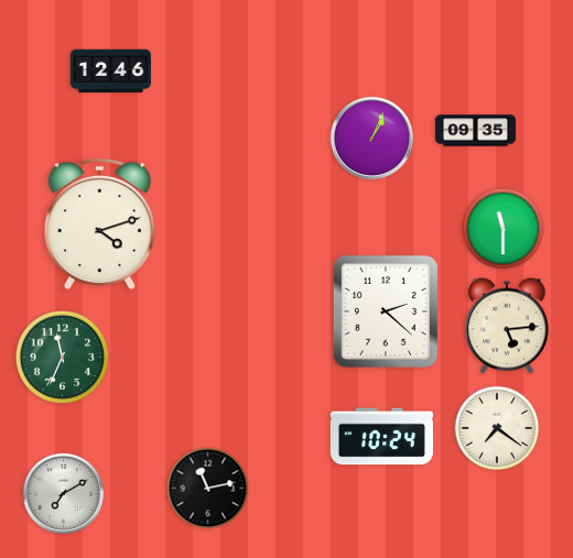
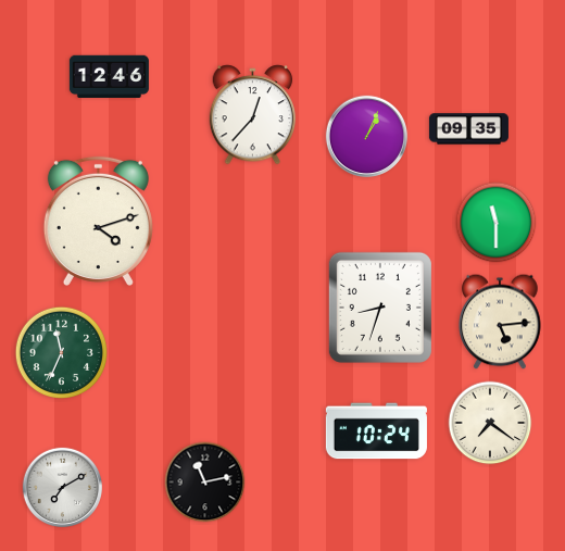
clock at (110, 72) position: (110, 72) -> (109, 77)
clock at (253, 115): none -> 12:37
clock at (504, 229) position: (504, 229) -> (497, 223)
clock at (386, 311): 2:22 -> 8:33
